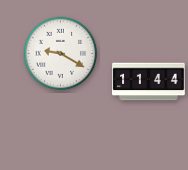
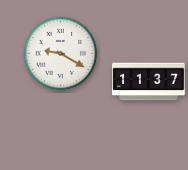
clock at (149, 82): 11:44 -> 11:37
